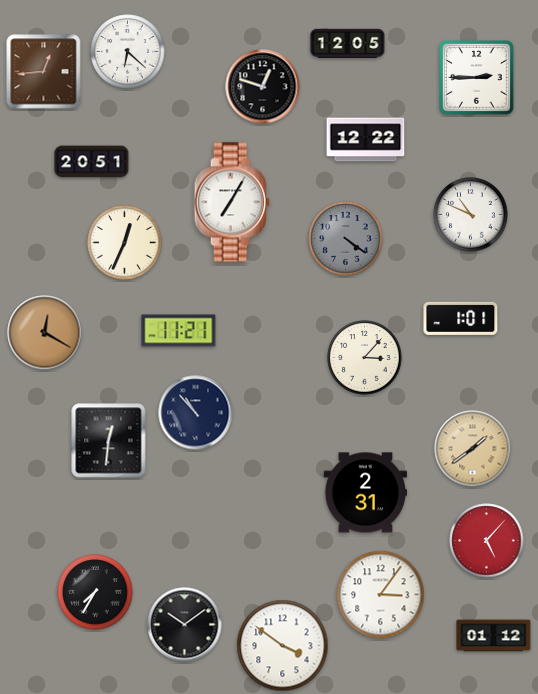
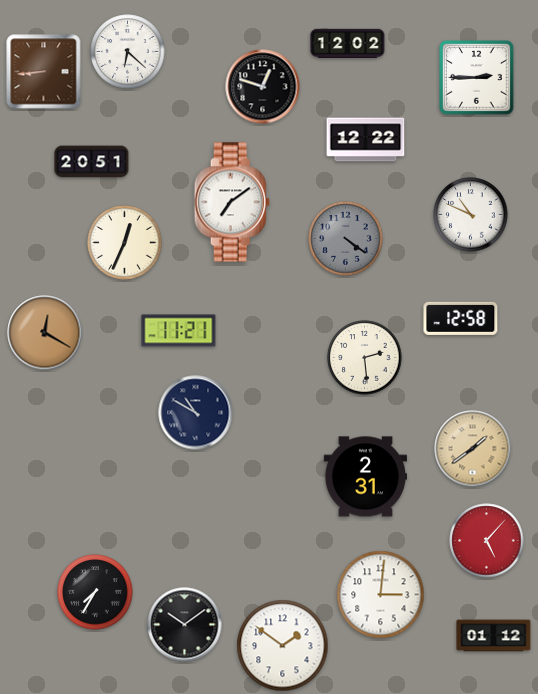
clock at (348, 43): 12:05 -> 12:02
clock at (44, 72): 12:44 -> 8:44
clock at (232, 202): 7:05 -> 7:09
clock at (461, 318): 1:01 -> 12:58
clock at (365, 358): 3:07 -> 2:29
clock at (196, 413): 10:53 -> 10:50
clock at (109, 441): 12:31 -> none
clock at (365, 493) position: (365, 493) -> (365, 477)
clock at (381, 595): 3:06 -> 3:01
clock at (283, 646): 3:51 -> 1:51
